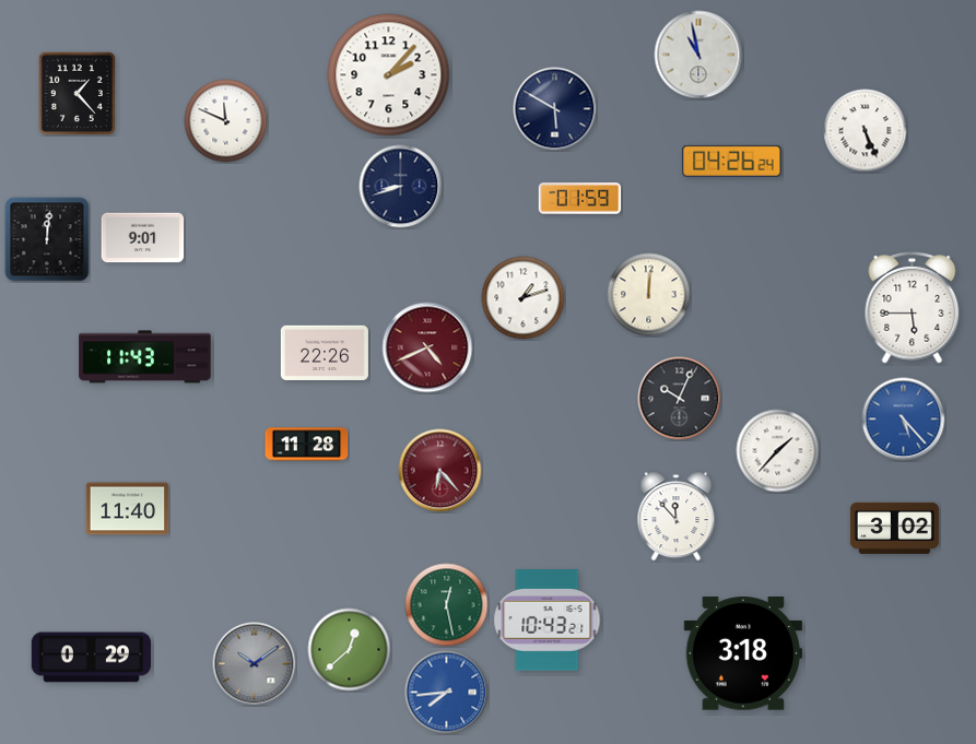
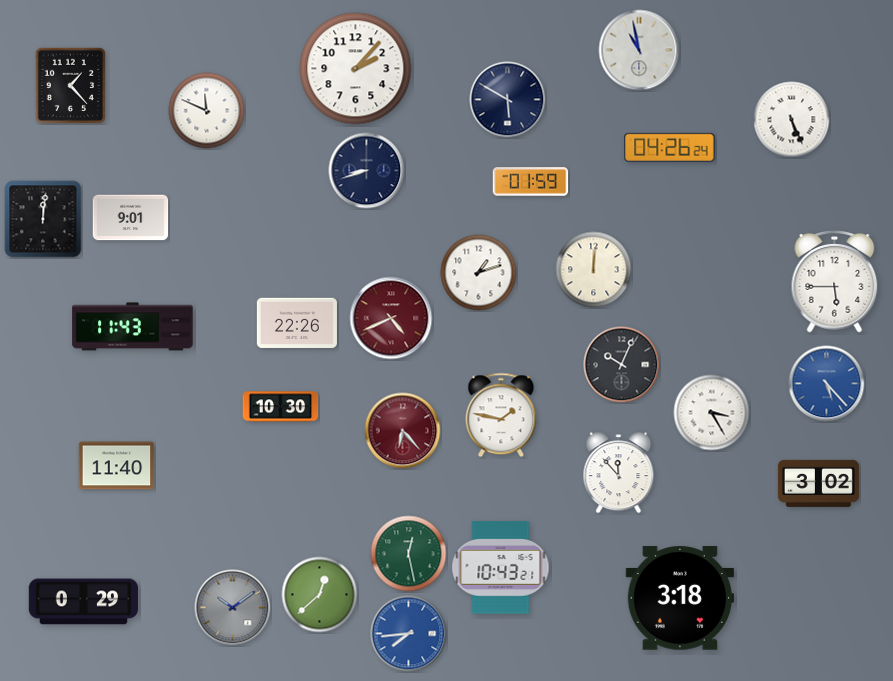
clock at (307, 445): 11:28 -> 10:30
clock at (778, 451): 1:37 -> 3:25
clock at (501, 415): none -> 1:47
